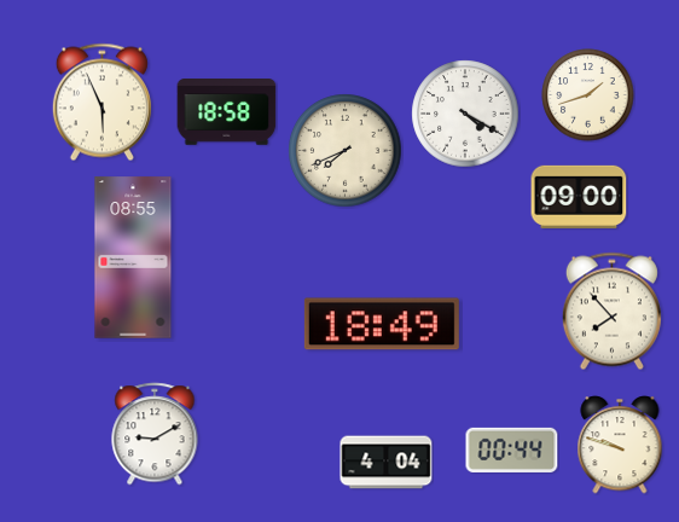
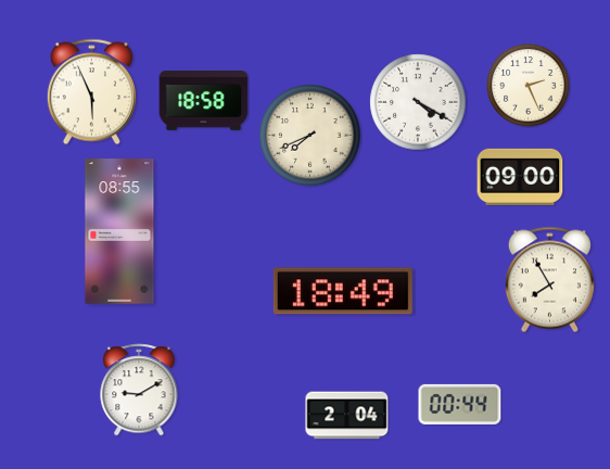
clock at (588, 95): 1:42 -> 2:26
clock at (611, 312): 7:53 -> 7:55
clock at (620, 445): 9:48 -> none
clock at (387, 463): 4:04 -> 2:04
